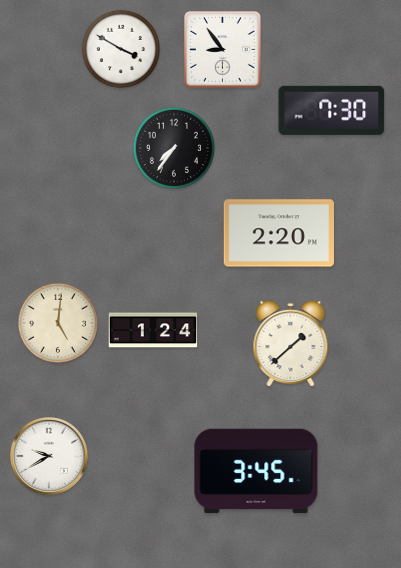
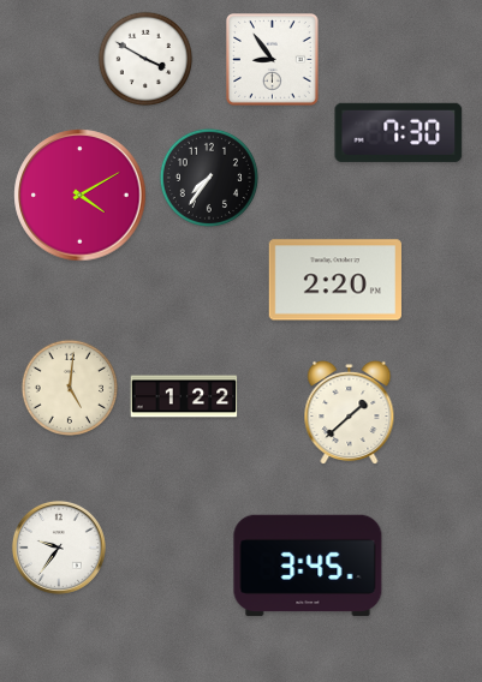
clock at (223, 50) position: (223, 50) -> (273, 60)
clock at (81, 196): none -> 4:10
clock at (153, 330): 1:24 -> 1:22
clock at (49, 456): 9:40 -> 9:36
